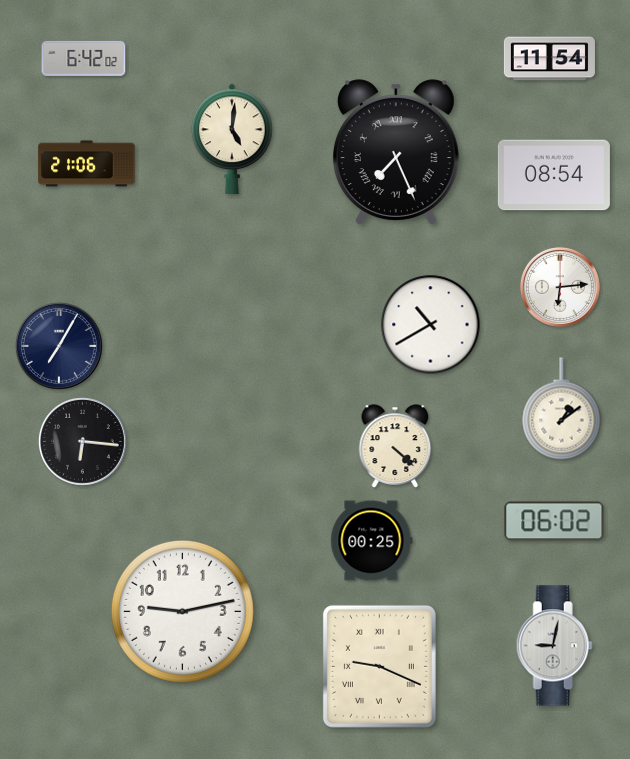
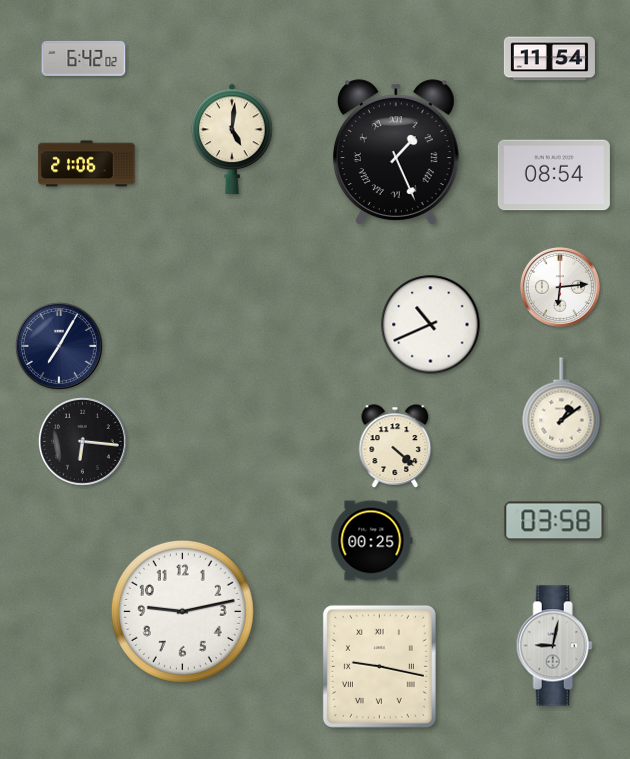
clock at (396, 152): 7:26 -> 1:26
clock at (431, 325): 10:40 -> 10:41
clock at (554, 521): 06:02 -> 03:58
clock at (379, 666): 9:19 -> 9:17
